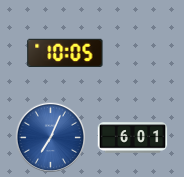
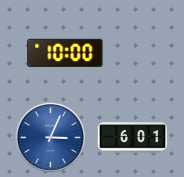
clock at (65, 53): 10:05 -> 10:00
clock at (51, 138): 7:04 -> 3:04
